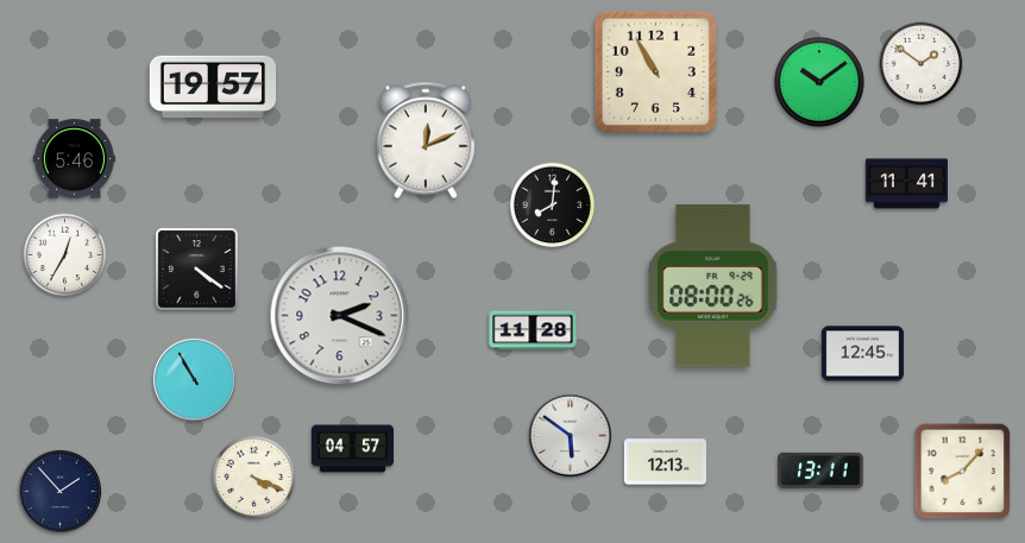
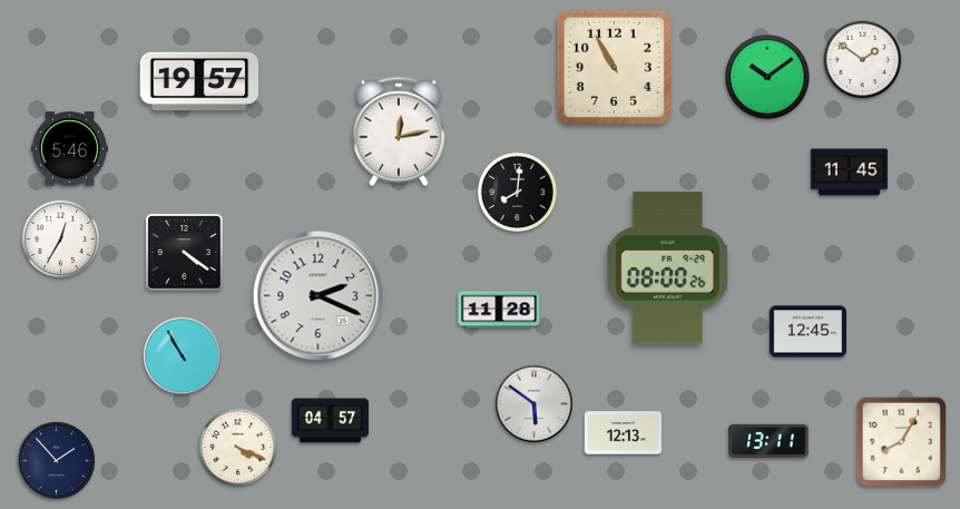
clock at (425, 140): 12:11 -> 12:13
clock at (906, 184): 11:41 -> 11:45
clock at (570, 435) position: (570, 435) -> (533, 403)
clock at (963, 472): 8:07 -> 8:05
